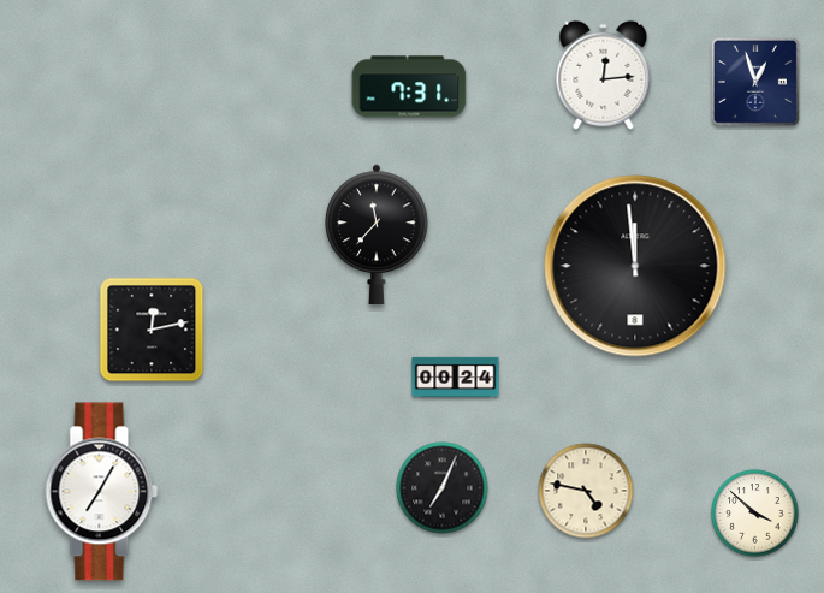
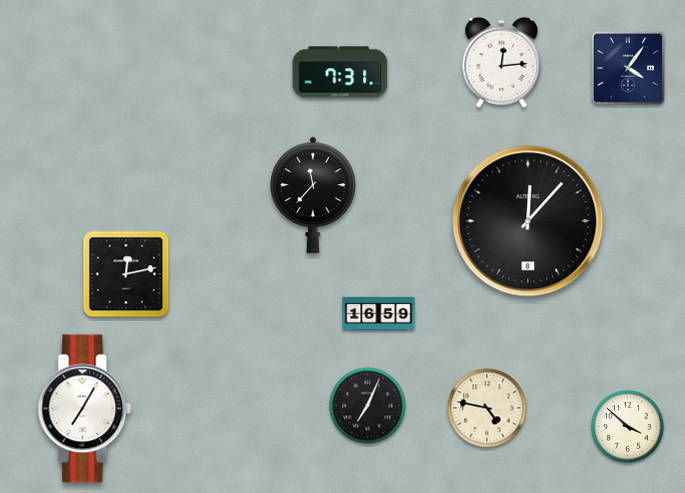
clock at (755, 82): 12:57 -> 4:06
clock at (635, 266): 11:59 -> 12:07
clock at (456, 376): 00:24 -> 16:59
